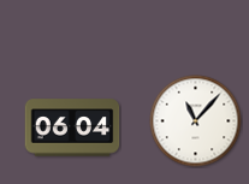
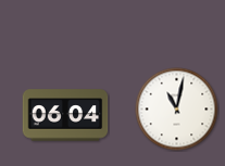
clock at (196, 121): 11:07 -> 11:02
